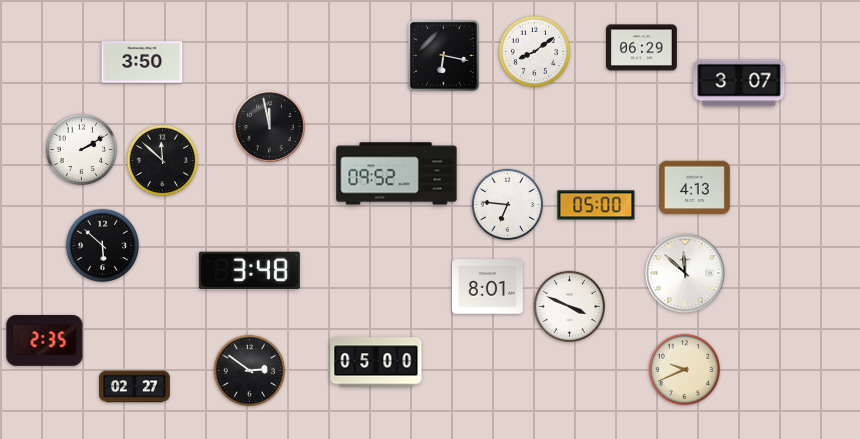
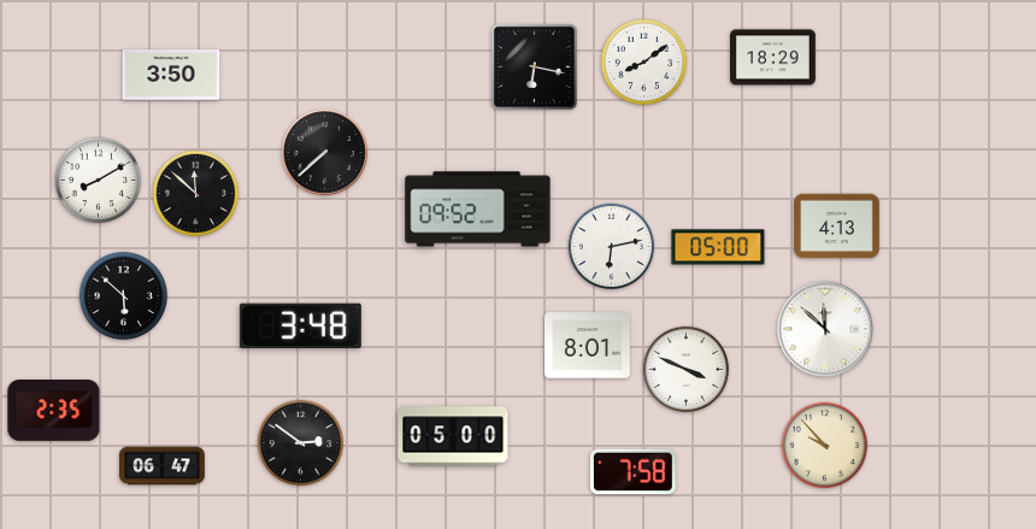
clock at (642, 48): 06:29 -> 18:29
clock at (739, 83): 3:07 -> none
clock at (270, 127): 11:58 -> 7:38
clock at (82, 150): 2:10 -> 8:10
clock at (508, 205): 6:46 -> 6:13
clock at (685, 370): 9:41 -> 9:53
clock at (250, 371) position: (250, 371) -> (301, 443)
clock at (135, 387): 02:27 -> 06:47
clock at (632, 472): none -> 7:58
